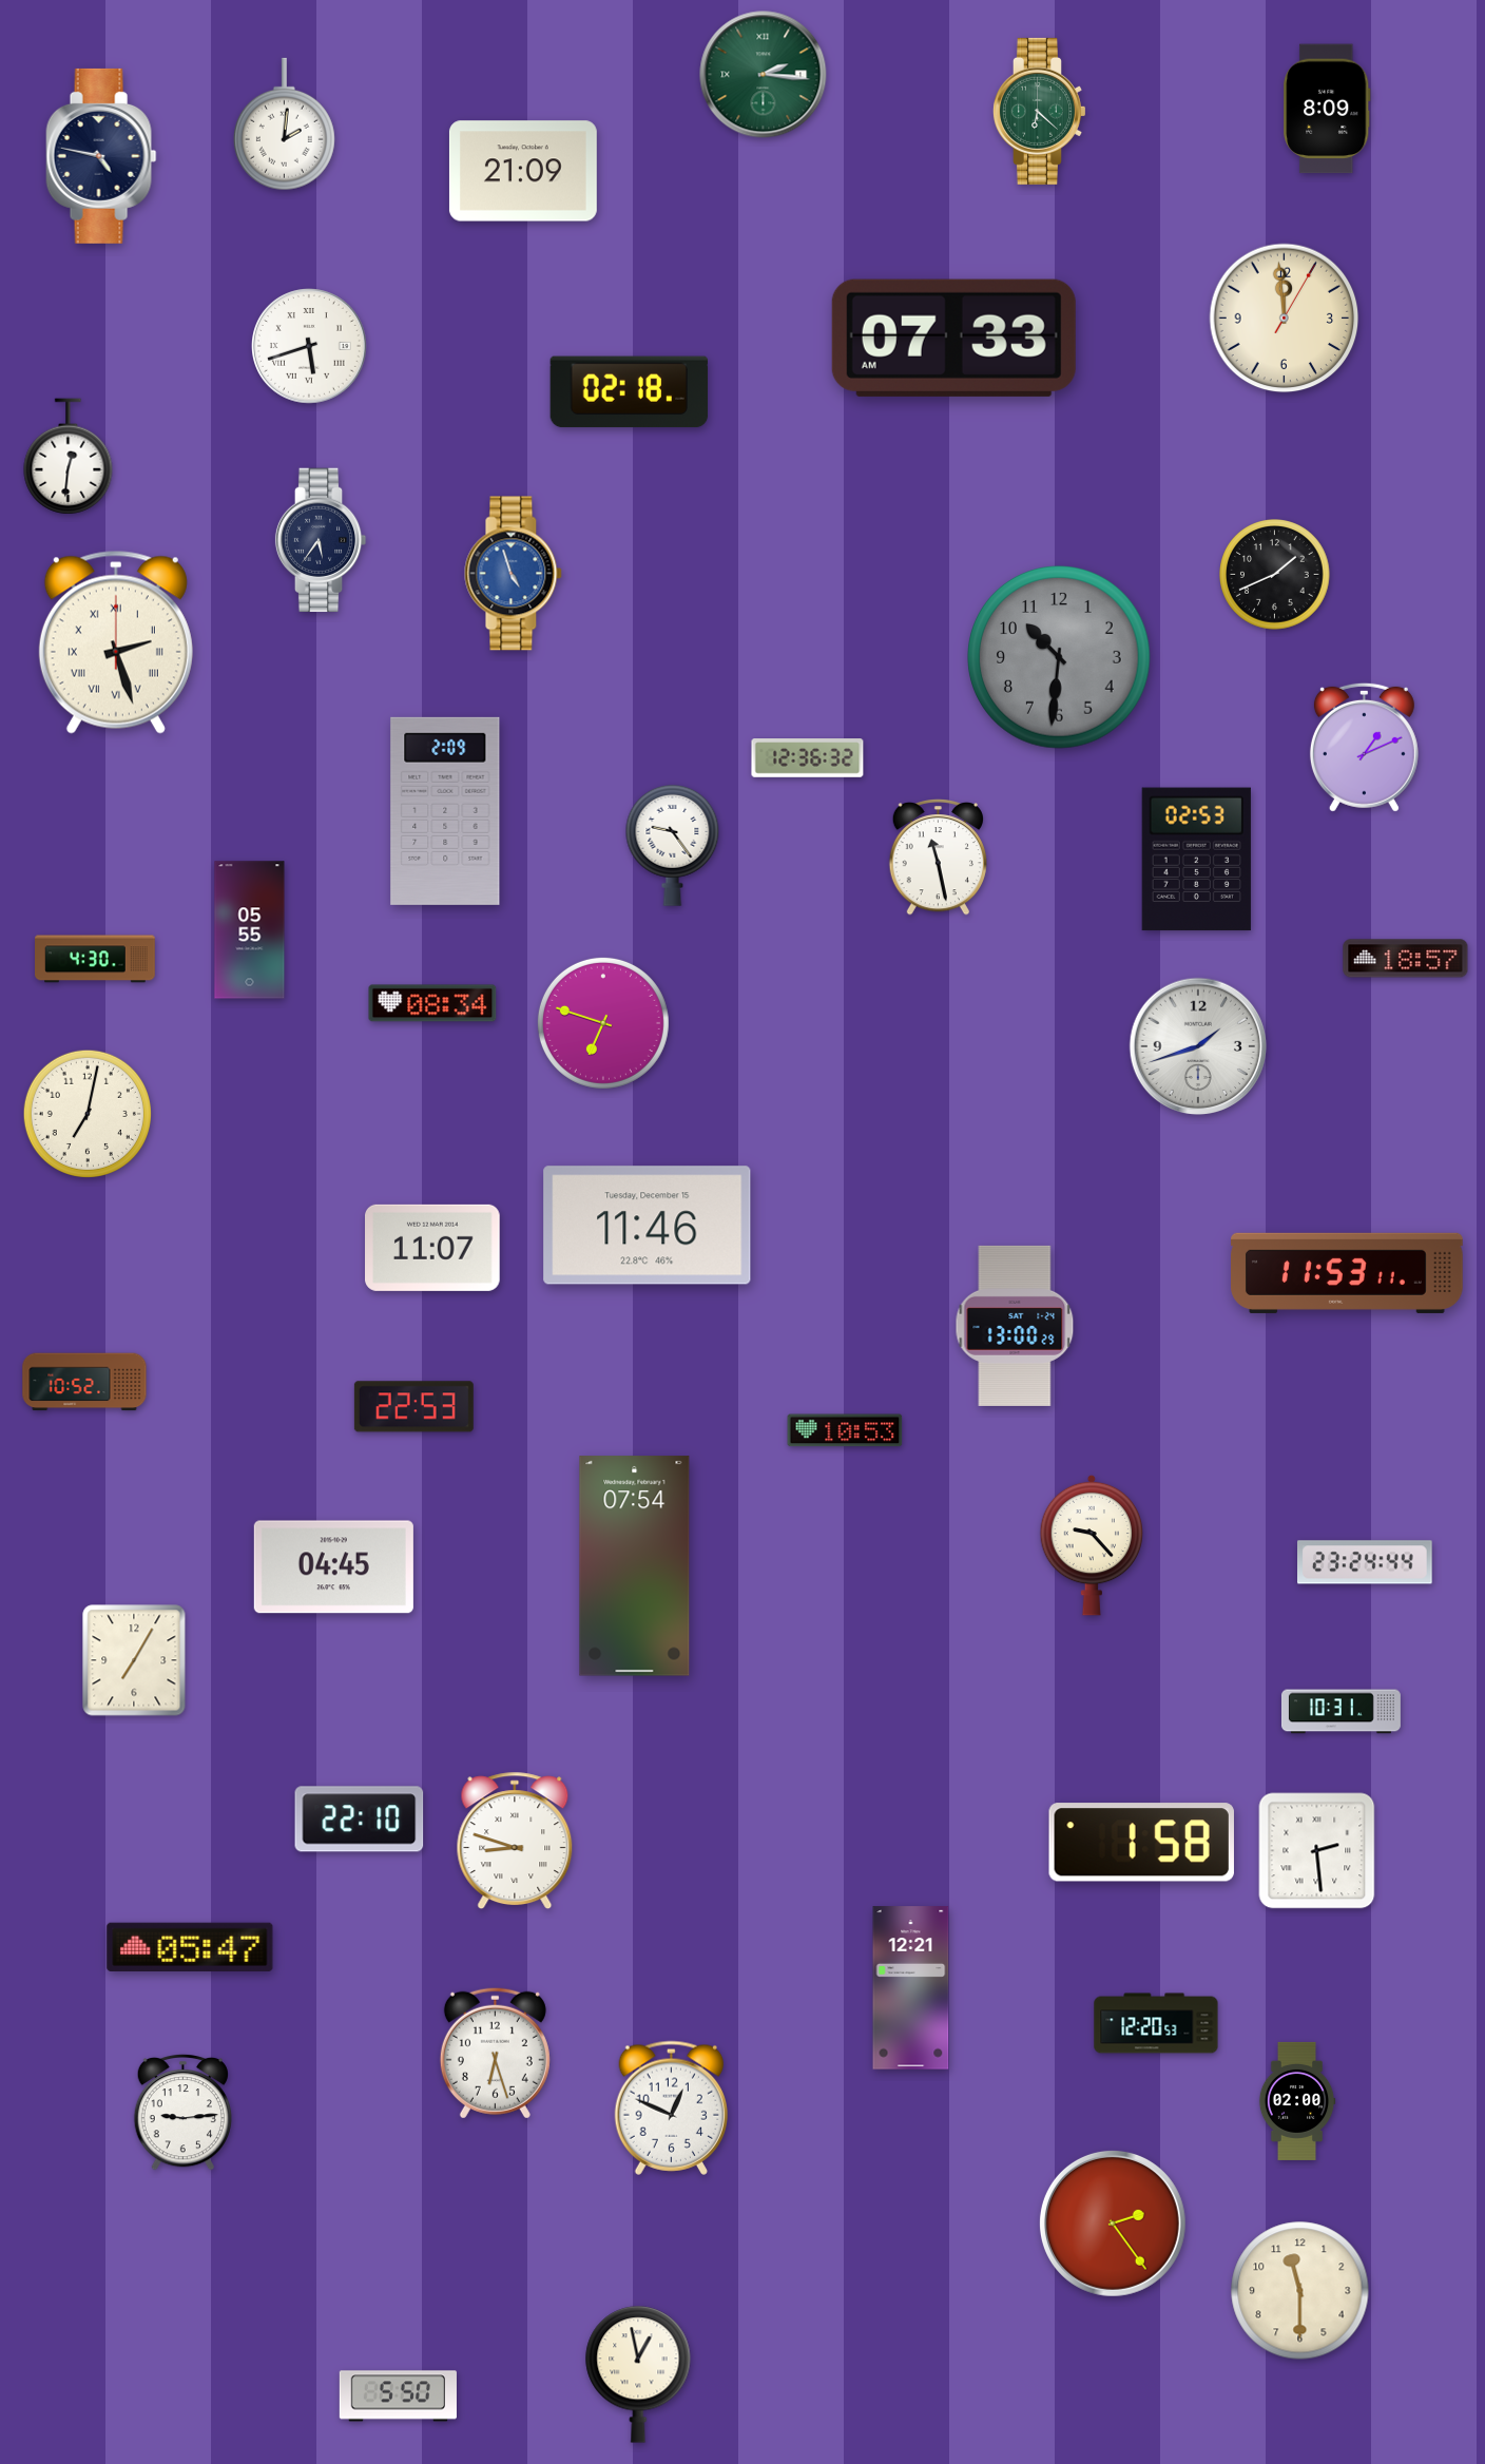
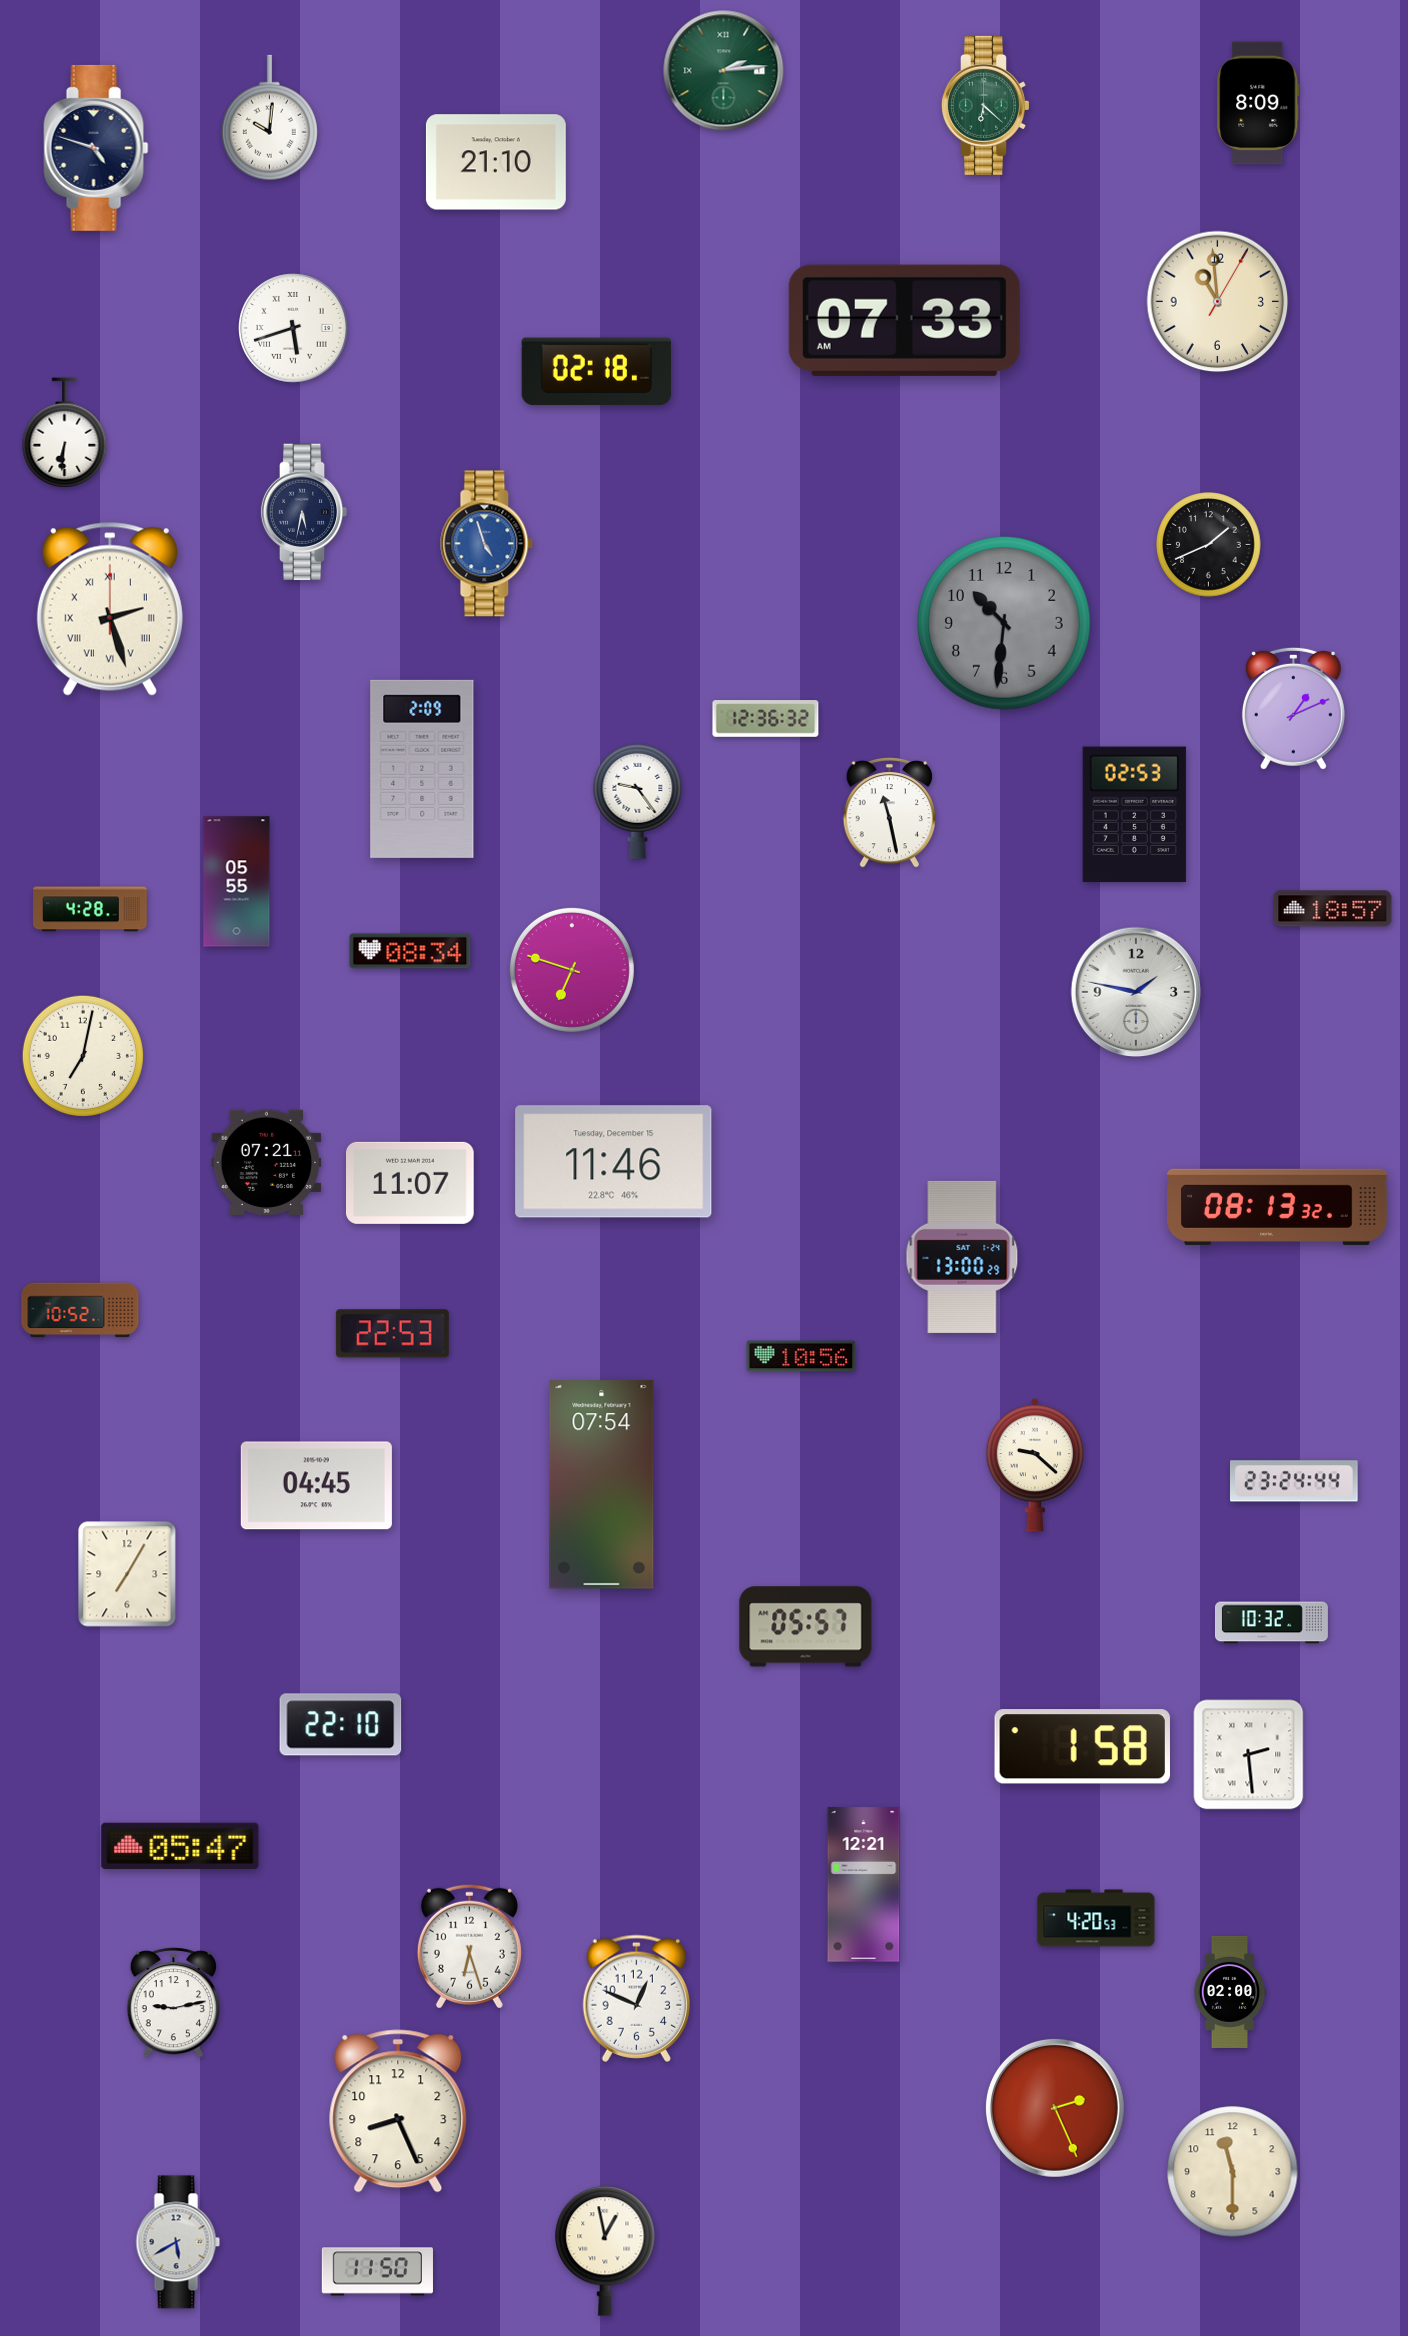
clock at (764, 75): 2:16 -> 2:14
clock at (284, 124): 2:01 -> 10:01
clock at (101, 156): 4:47 -> 4:48
clock at (523, 171): 21:09 -> 21:10
clock at (1285, 319): 11:59 -> 10:59
clock at (69, 457): 12:31 -> 6:31
clock at (321, 540): 5:36 -> 5:32
clock at (95, 959): 4:30 -> 4:28
clock at (1198, 1046): 1:42 -> 1:47
clock at (267, 1162): none -> 07:21
clock at (1348, 1273): 11:53 -> 08:13
clock at (845, 1430): 10:53 -> 10:56
clock at (1092, 1545): 9:23 -> 9:22
clock at (1341, 1712): 10:31 -> 10:32
clock at (806, 1627): none -> 05:57
clock at (515, 1841): 8:48 -> none
clock at (1156, 2023): 12:20 -> 4:20
clock at (182, 2113): 9:14 -> 9:13
clock at (1113, 2224): 2:24 -> 2:26
clock at (398, 2111): none -> 8:26
clock at (178, 2242): none -> 5:40
clock at (398, 2396): 5:50 -> 11:50
